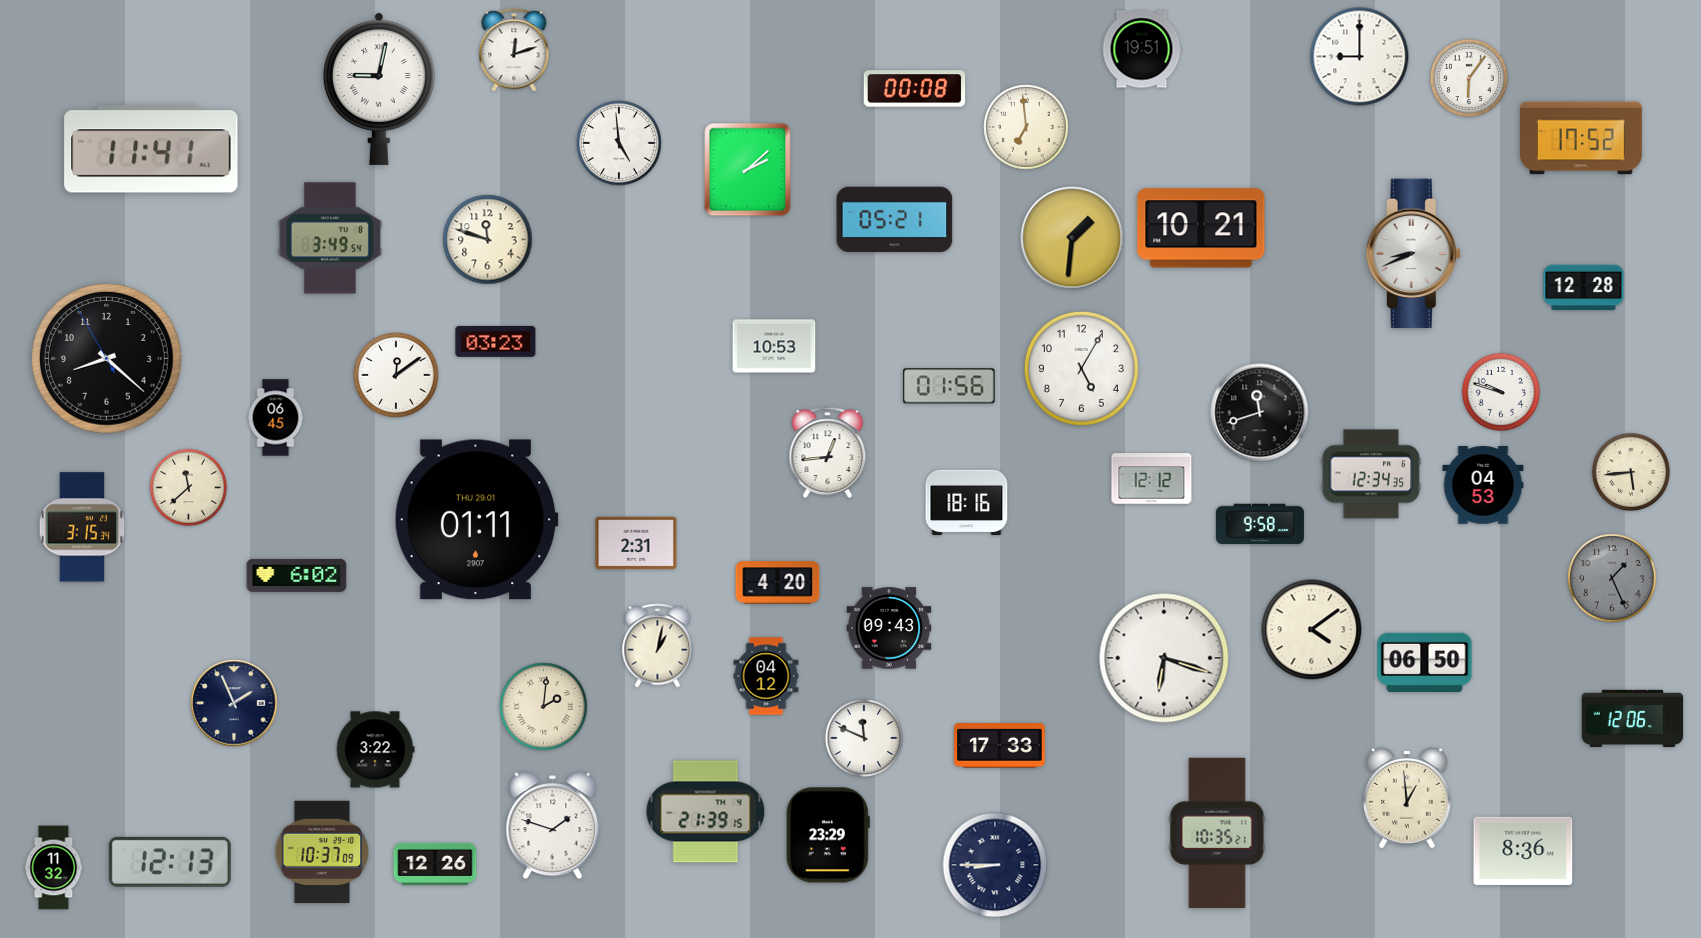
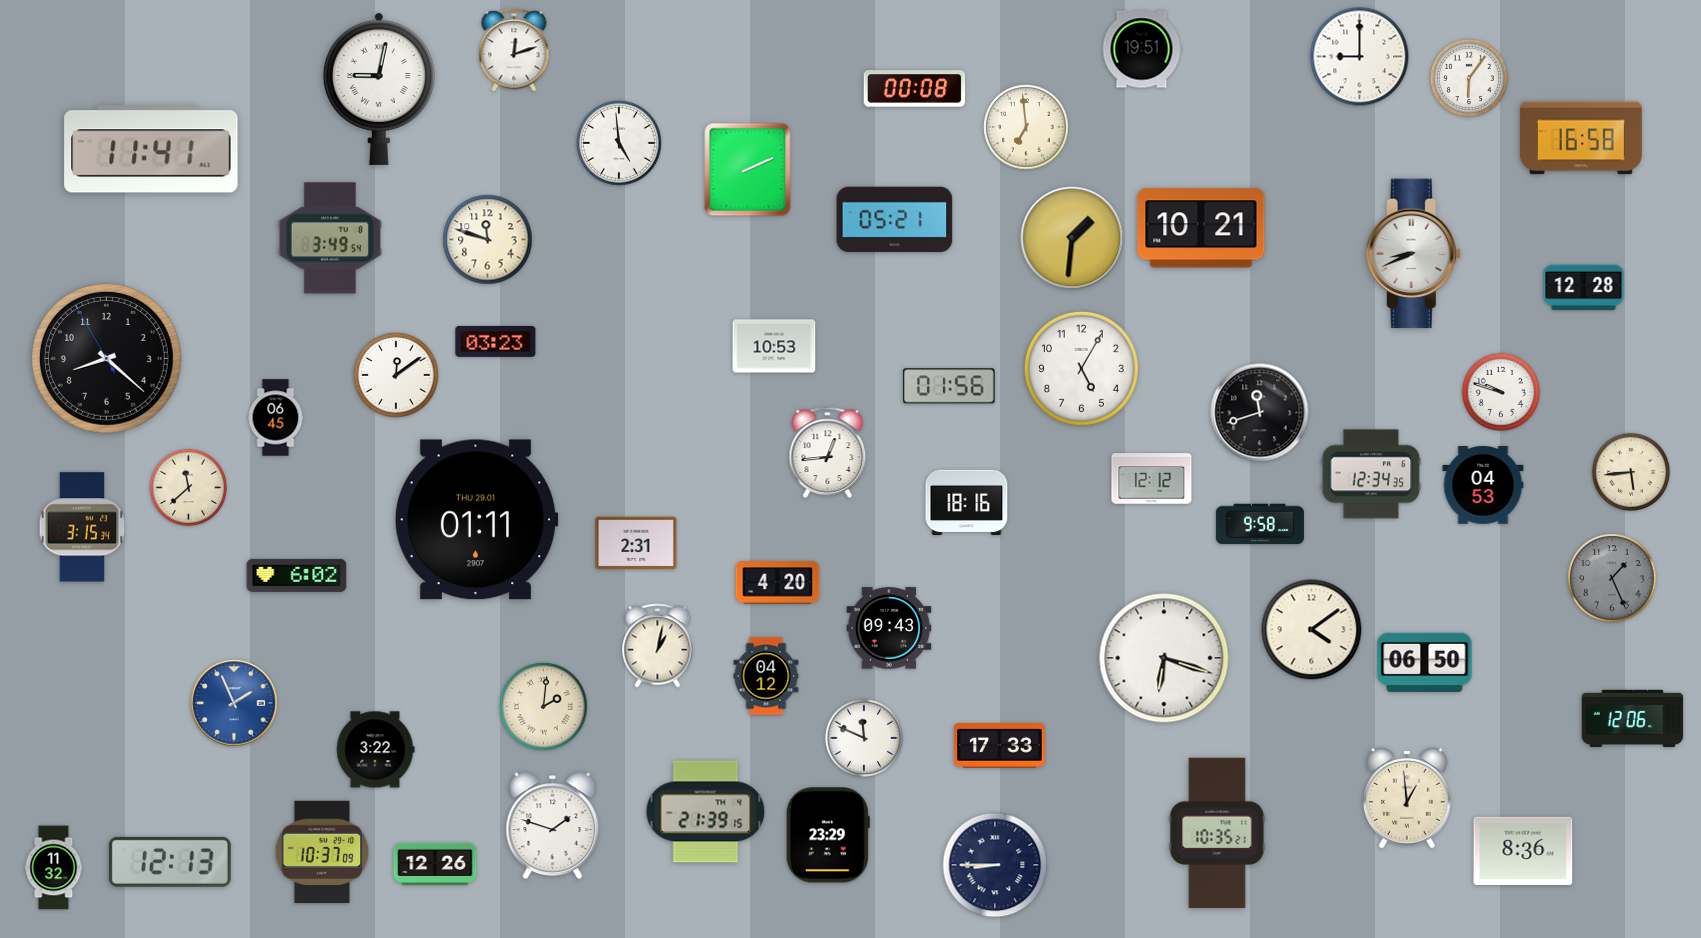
clock at (1581, 138): 17:52 -> 16:58
clock at (748, 170): 2:08 -> 2:11
clock at (234, 703) dial: navy -> blue
